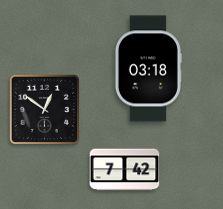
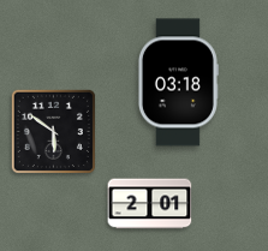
clock at (44, 109): 12:51 -> 5:51
clock at (125, 170): 7:42 -> 2:01
